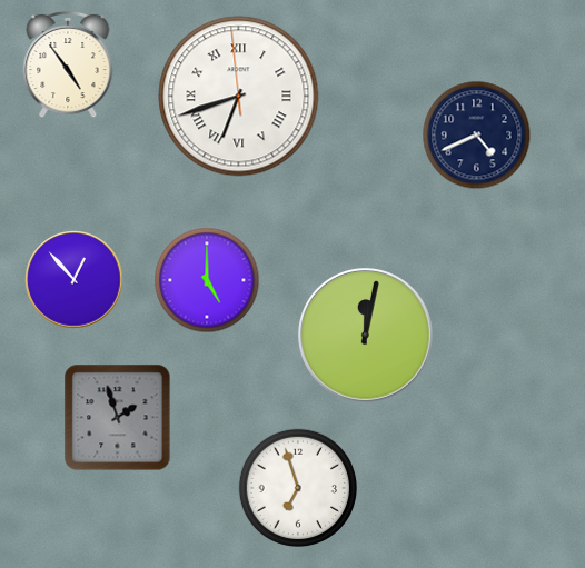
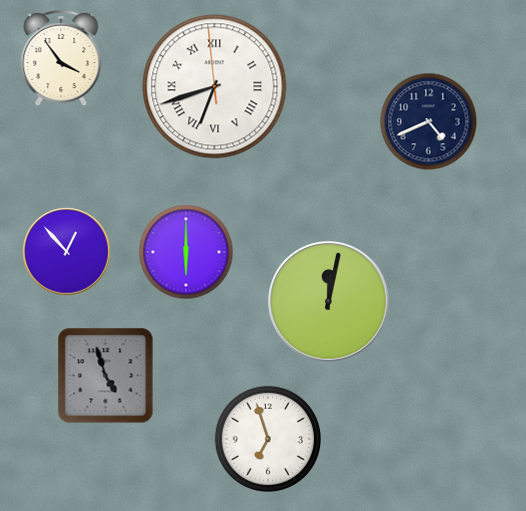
clock at (68, 64): 4:54 -> 3:54
clock at (207, 280): 5:00 -> 6:00
clock at (118, 418): 1:57 -> 4:57
